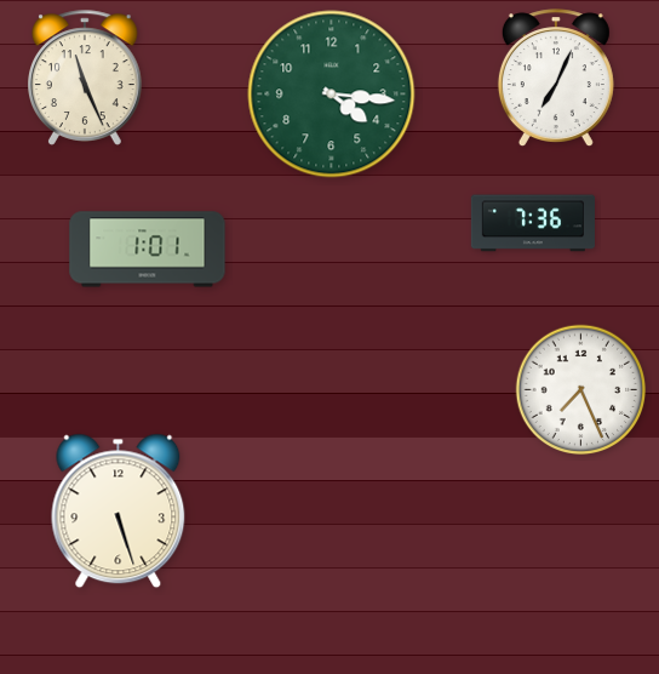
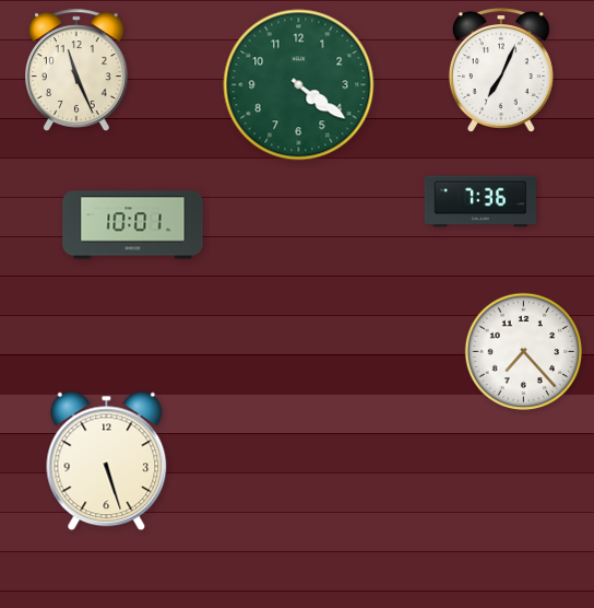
clock at (332, 95): 4:16 -> 4:21
clock at (148, 250): 1:01 -> 10:01
clock at (581, 390): 7:26 -> 7:23
